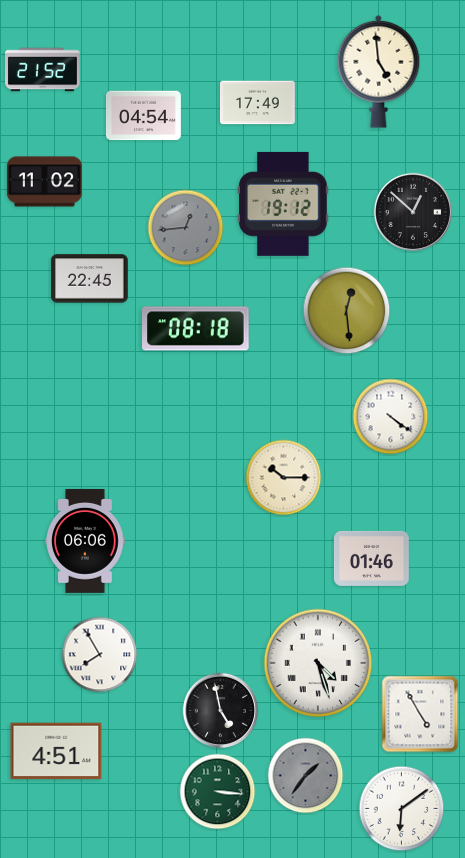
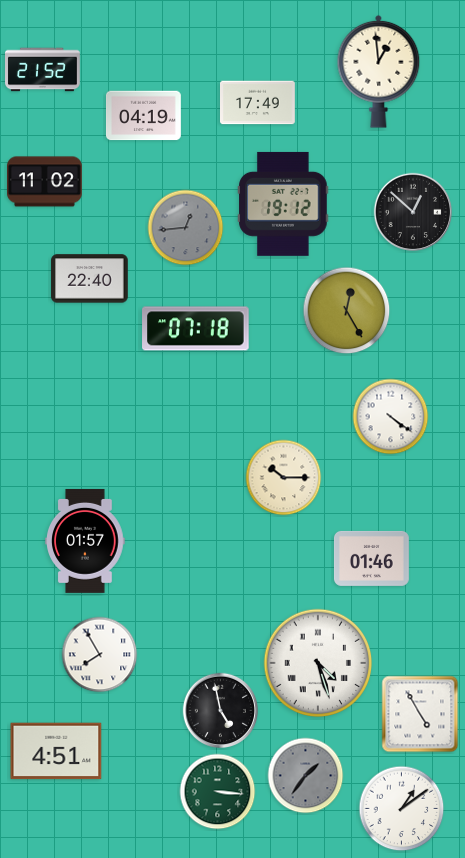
clock at (379, 71): 4:59 -> 12:59
clock at (143, 116): 04:54 -> 04:19
clock at (90, 279): 22:45 -> 22:40
clock at (347, 311): 12:29 -> 12:25
clock at (196, 329): 08:18 -> 07:18
clock at (86, 541): 06:06 -> 01:57
clock at (402, 809): 6:09 -> 1:09
